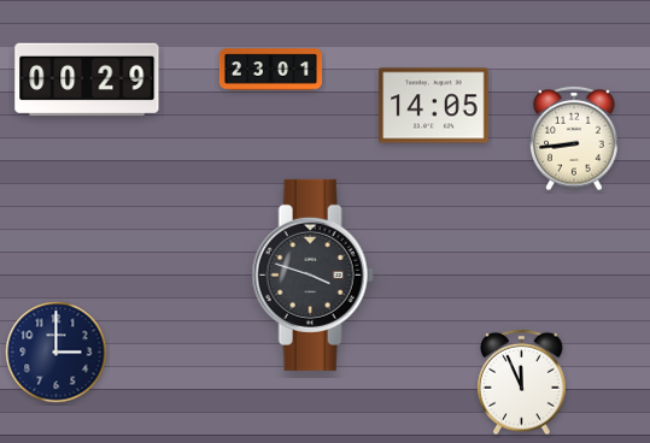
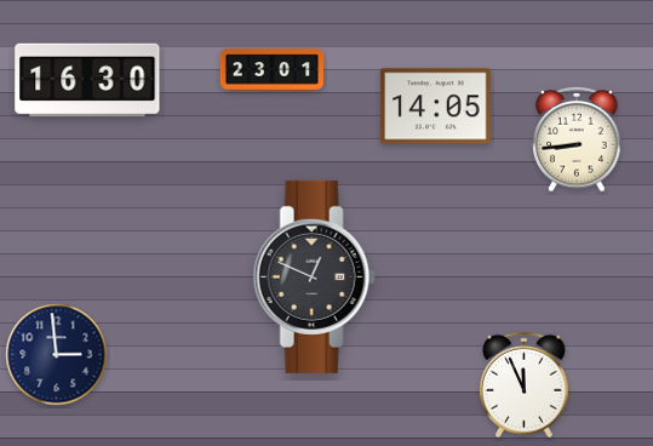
clock at (87, 79): 00:29 -> 16:30
clock at (312, 274): 3:48 -> 12:49
clock at (57, 353): 3:00 -> 2:59
